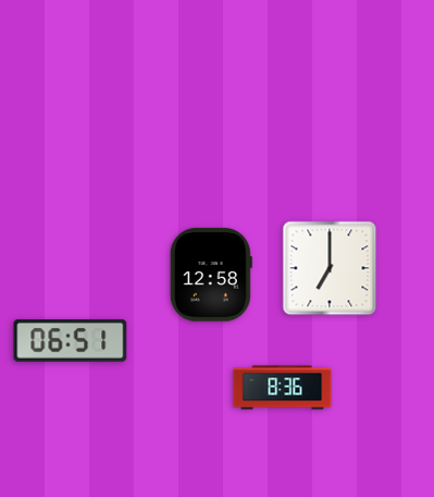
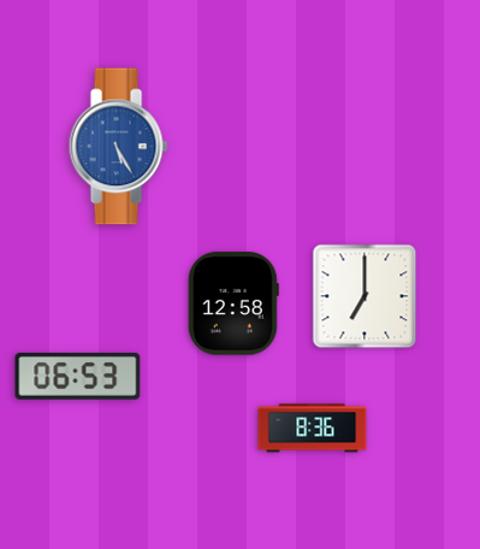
clock at (118, 147): none -> 5:25
clock at (71, 341): 06:51 -> 06:53
